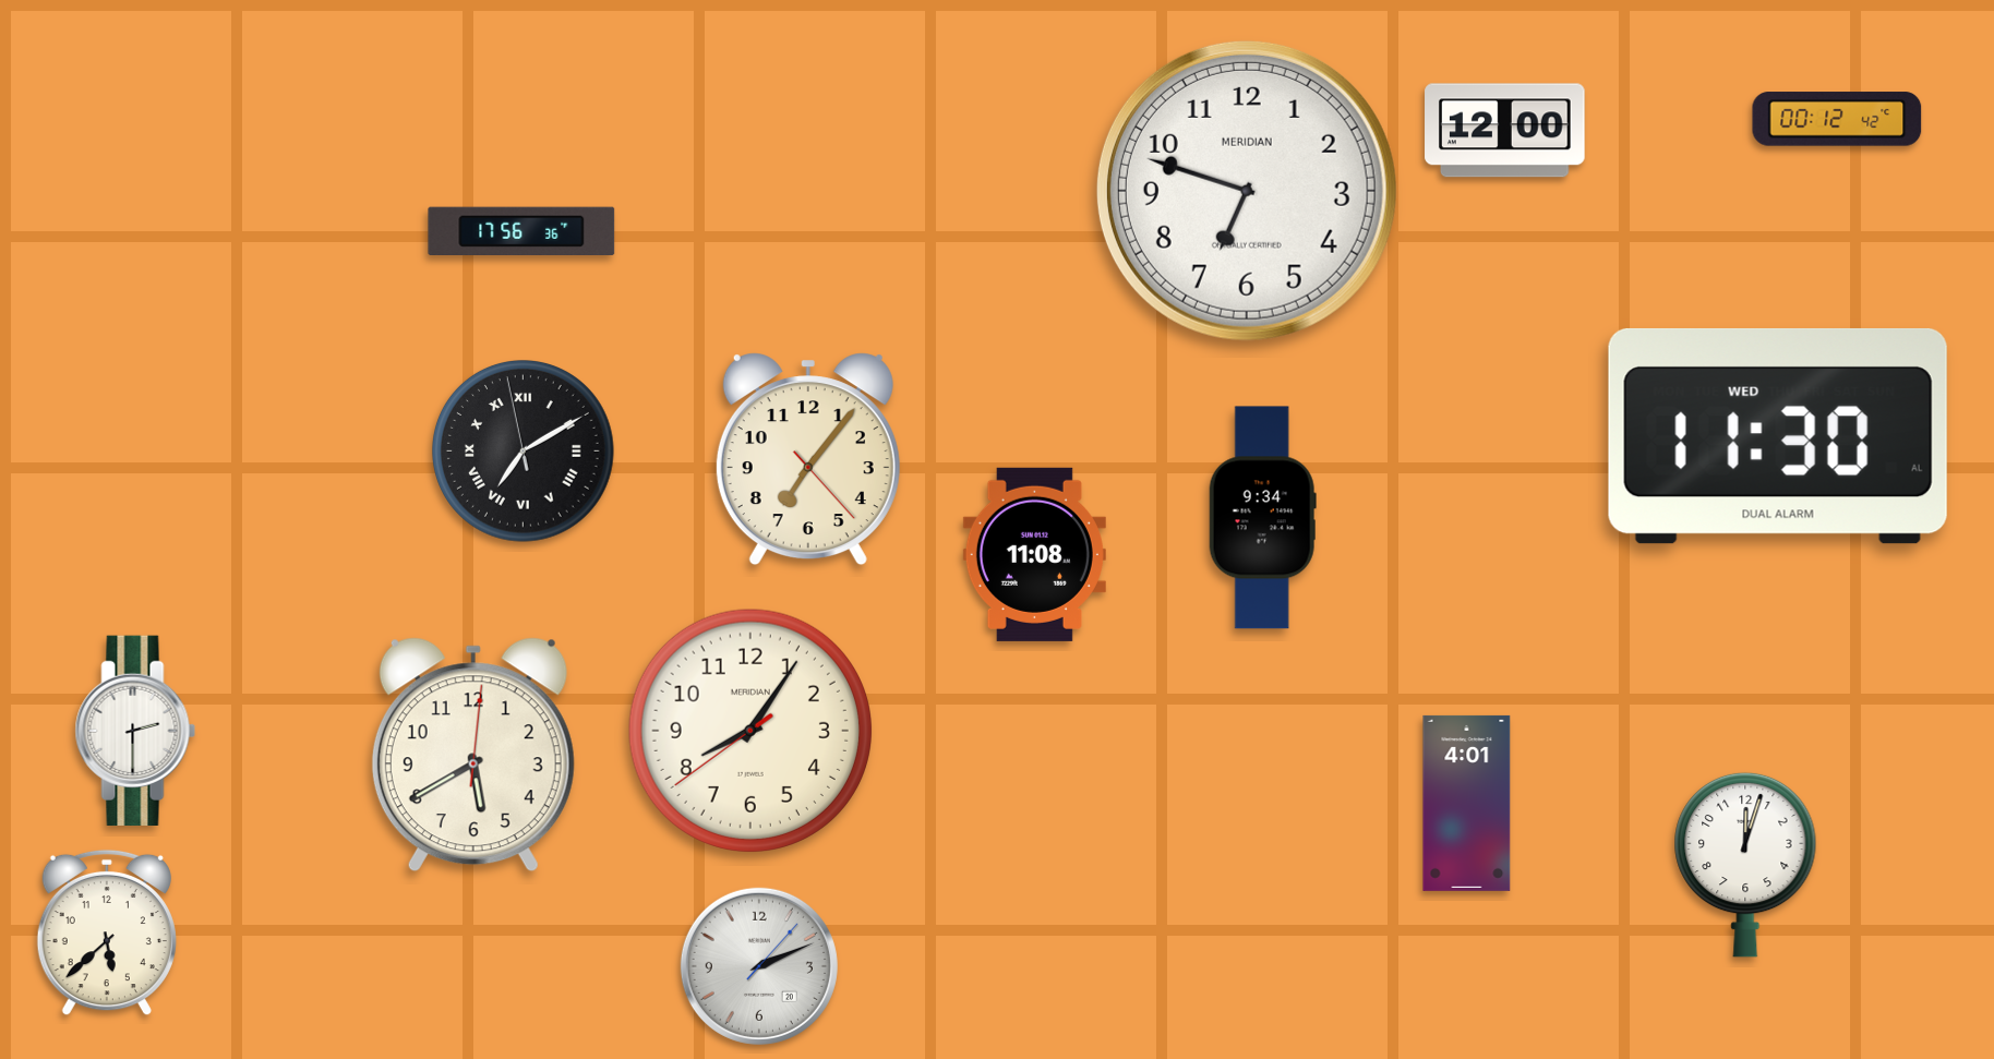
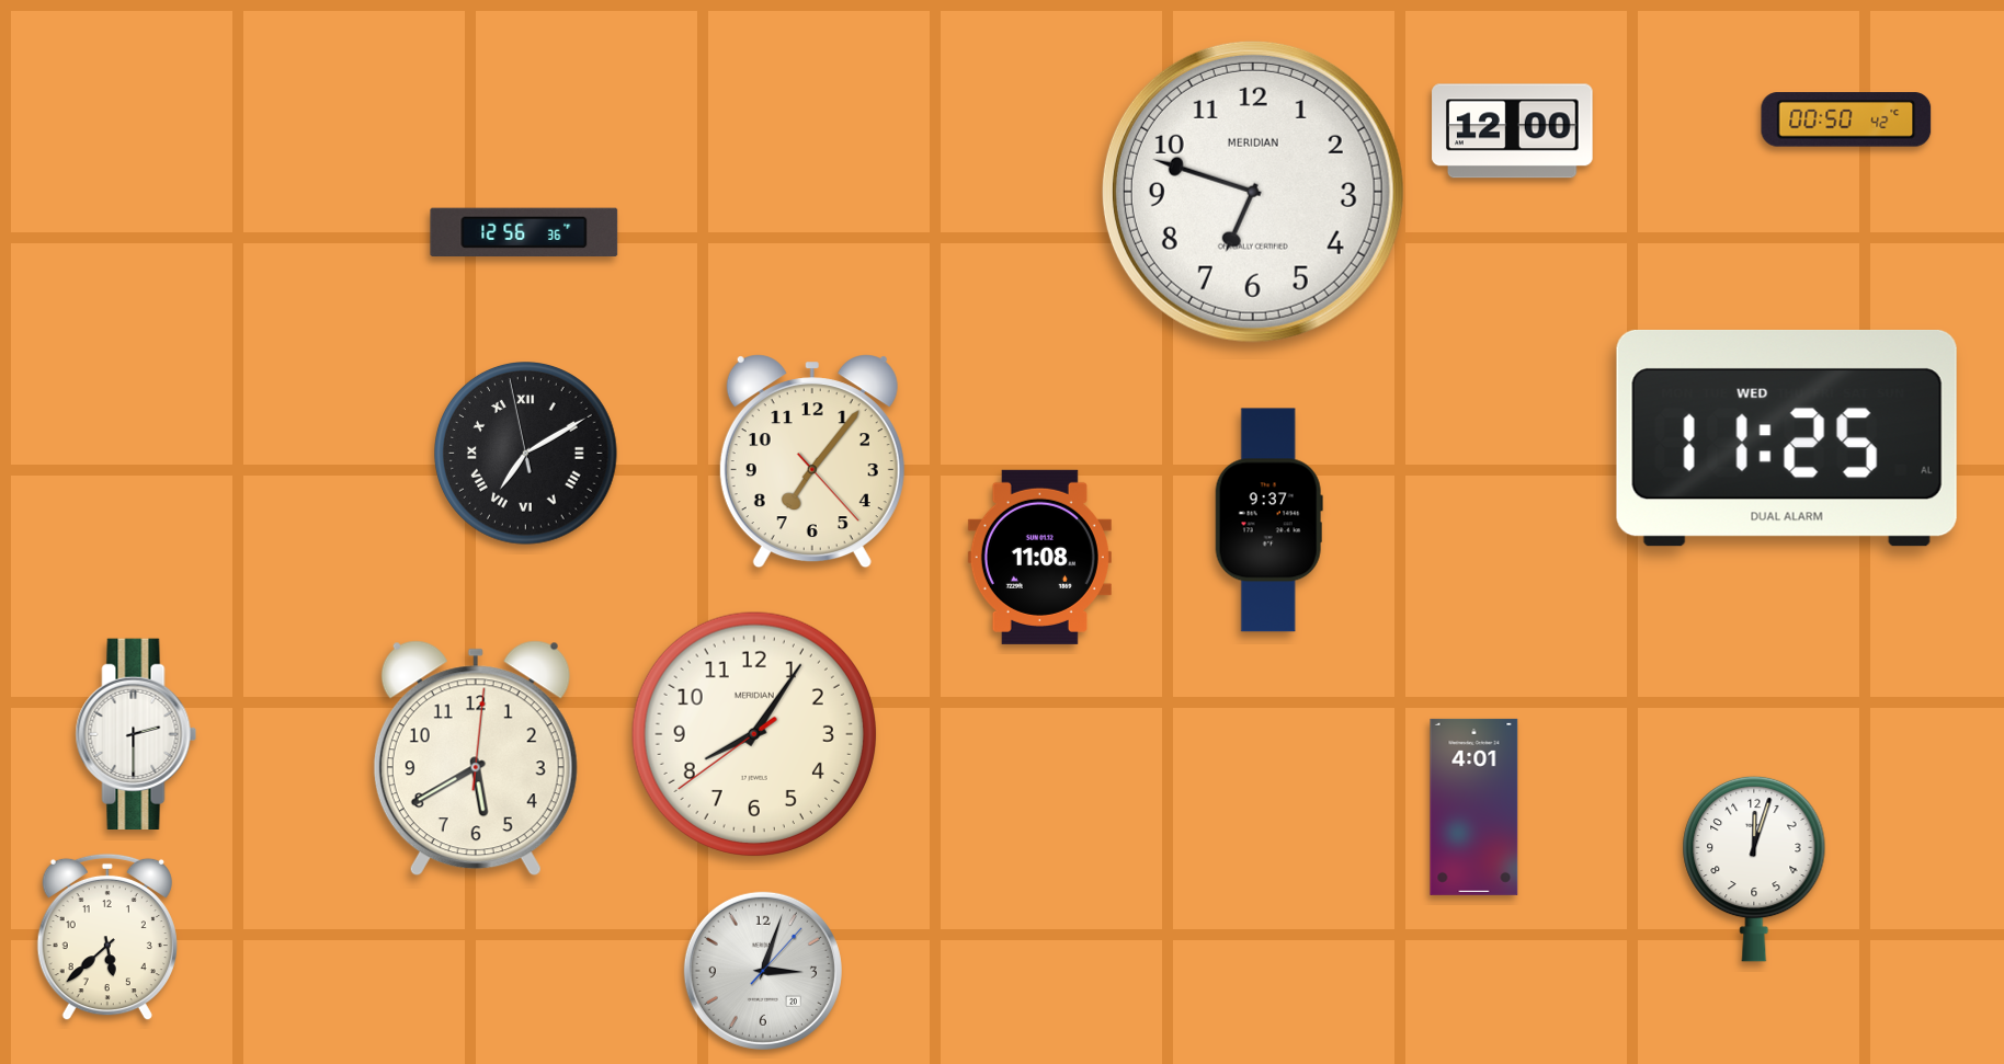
clock at (1837, 119): 00:12 -> 00:50
clock at (521, 230): 17:56 -> 12:56
clock at (1778, 436): 11:30 -> 11:25
clock at (1262, 518): 9:34 -> 9:37
clock at (759, 966): 2:11 -> 3:03
